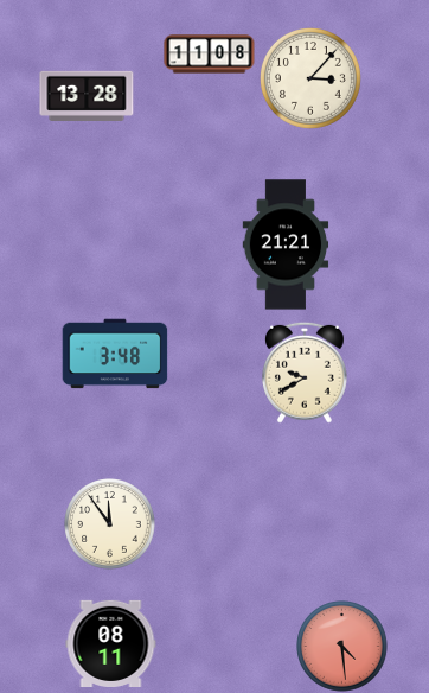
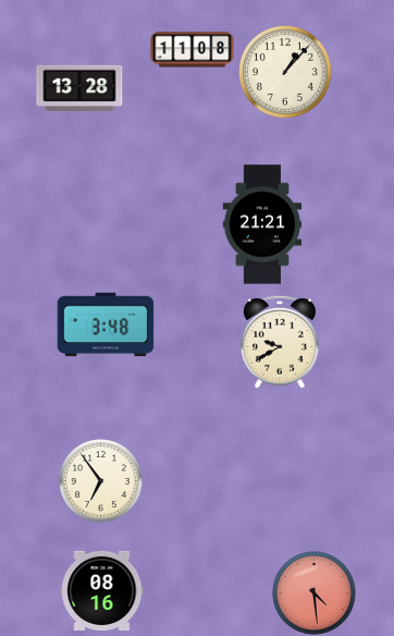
clock at (310, 78): 3:07 -> 1:07
clock at (110, 524): 11:54 -> 6:54
clock at (111, 643): 08:11 -> 08:16
